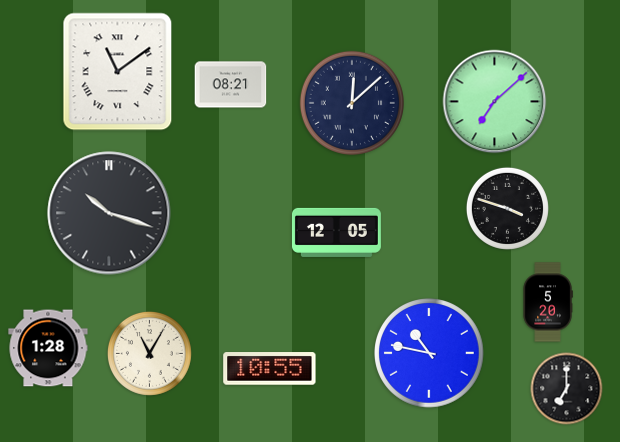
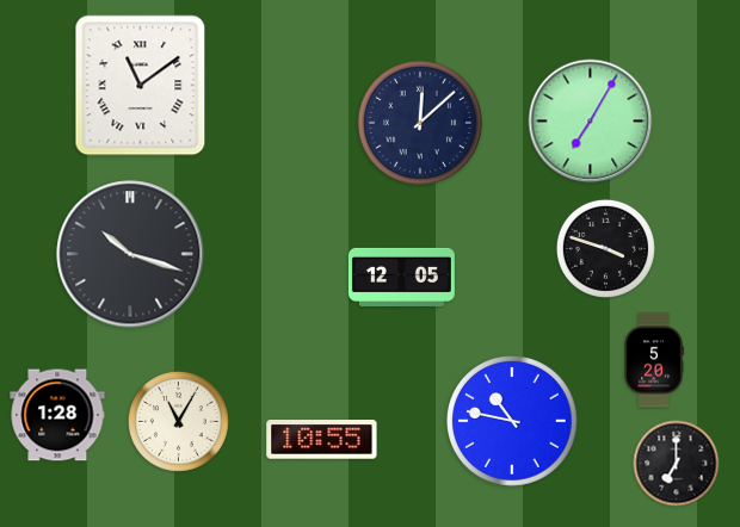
clock at (231, 85): 08:21 -> none
clock at (495, 102): 7:08 -> 7:05
